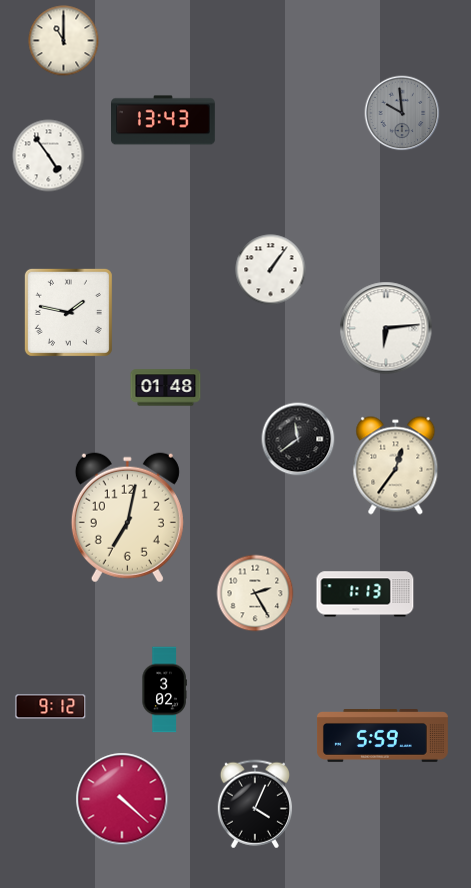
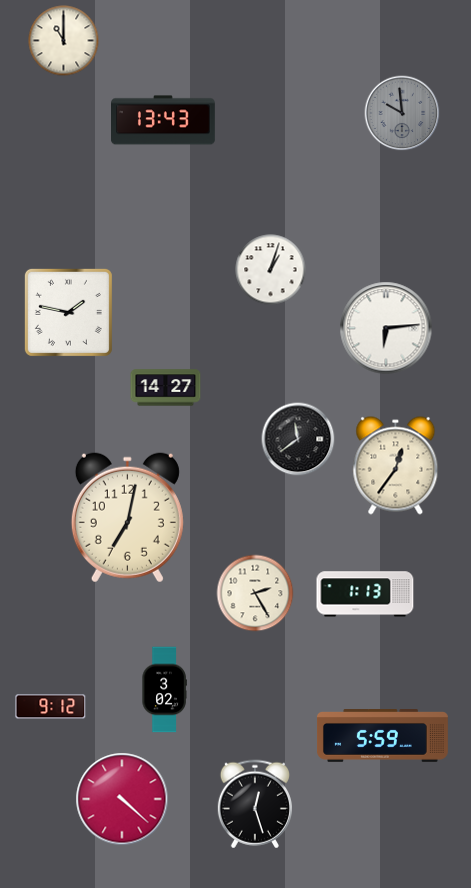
clock at (49, 156): 4:54 -> none
clock at (271, 270): 1:06 -> 1:03
clock at (166, 388): 01:48 -> 14:27
clock at (255, 804): 4:04 -> 12:27
